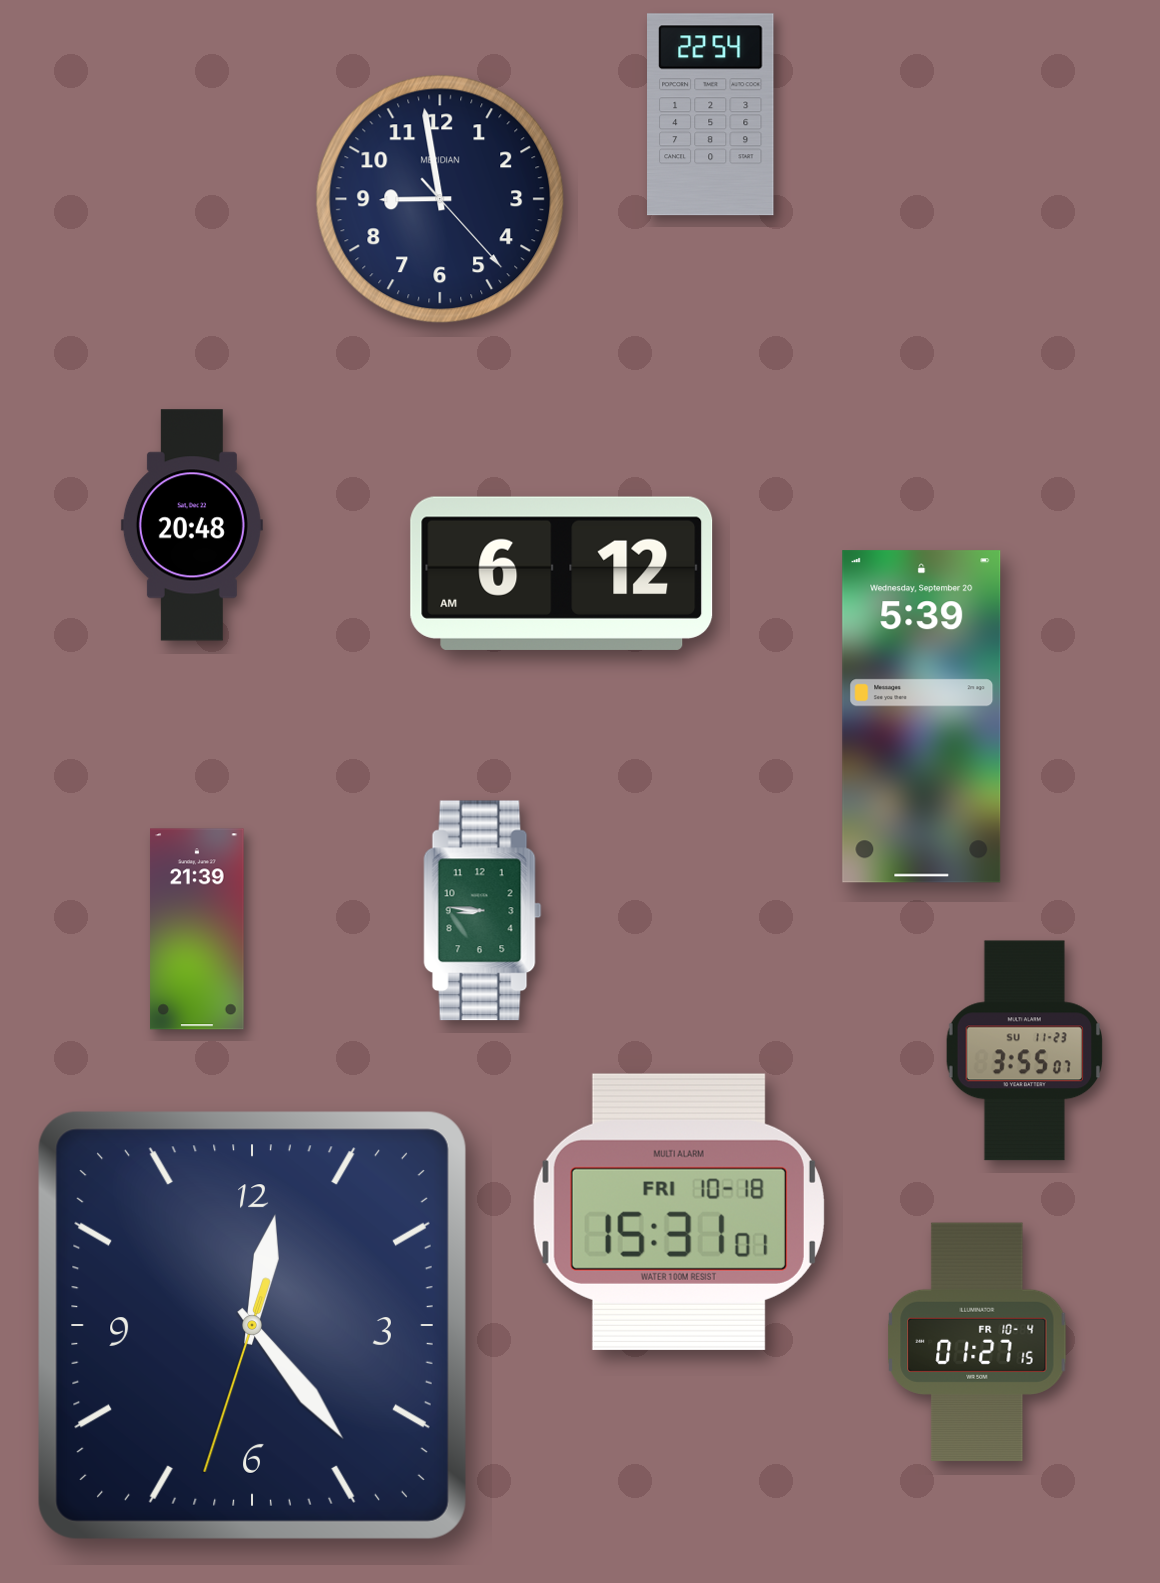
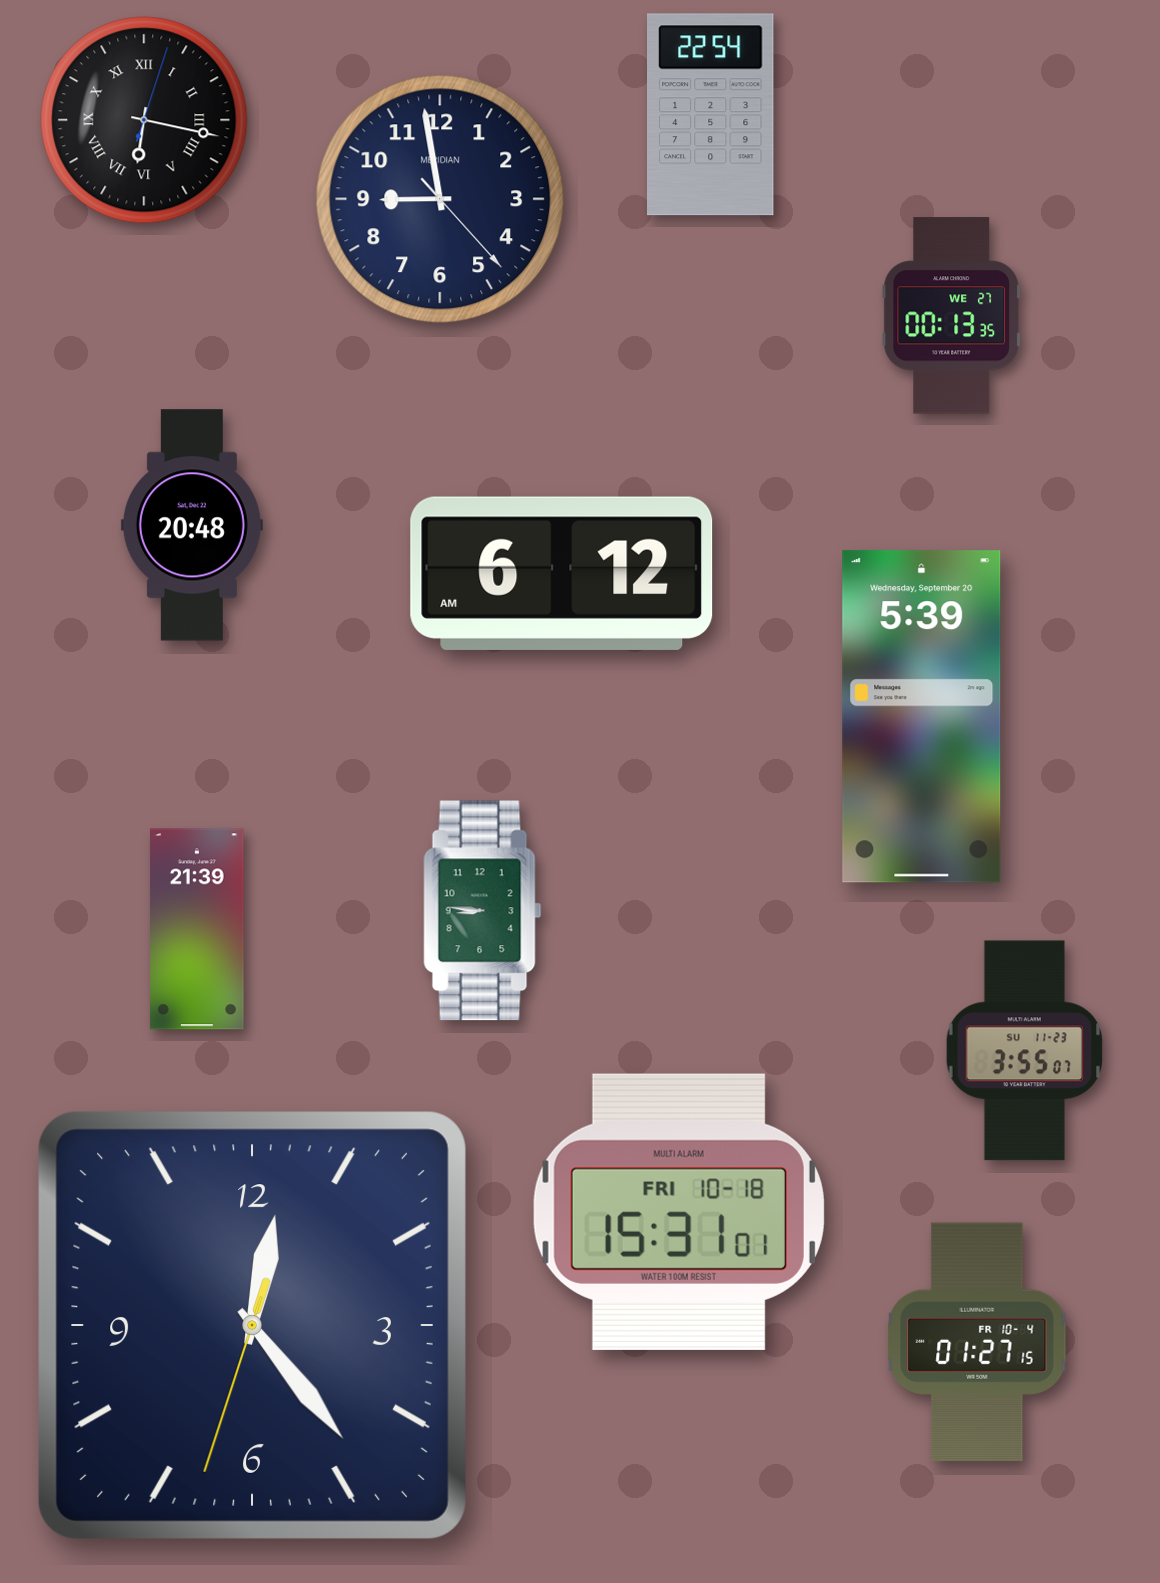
clock at (144, 120): none -> 6:17
clock at (951, 316): none -> 00:13
